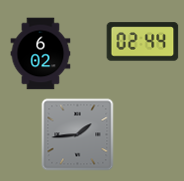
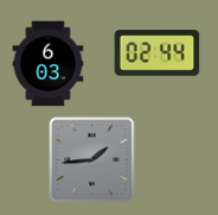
clock at (143, 42) position: (143, 42) -> (158, 53)
clock at (41, 54): 6:02 -> 6:03
